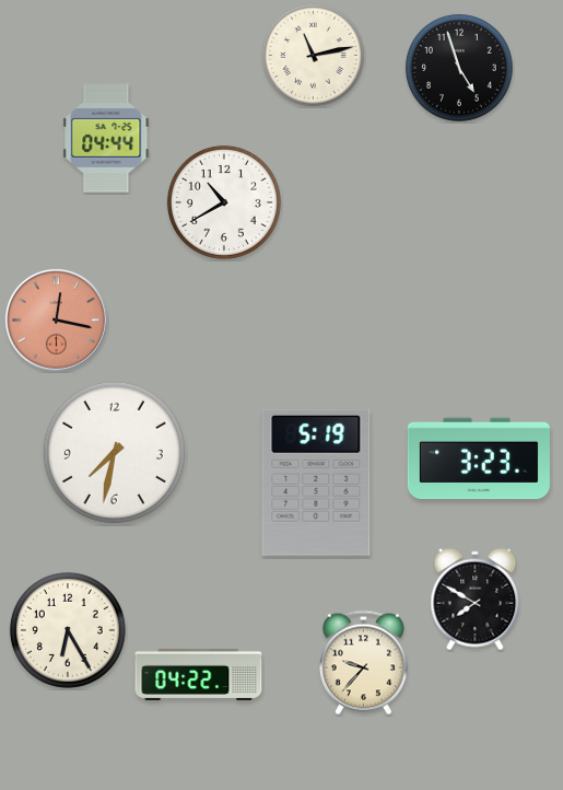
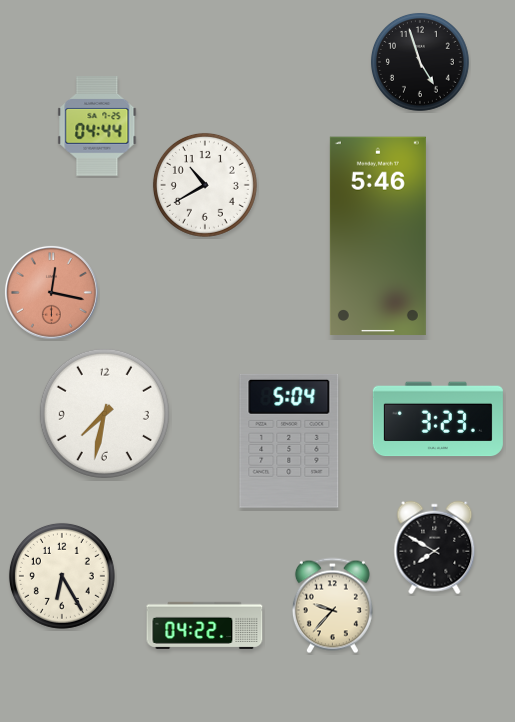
clock at (314, 56): 11:13 -> none
clock at (378, 236): none -> 5:46
clock at (316, 483): 5:19 -> 5:04
clock at (199, 674) position: (199, 674) -> (205, 625)
